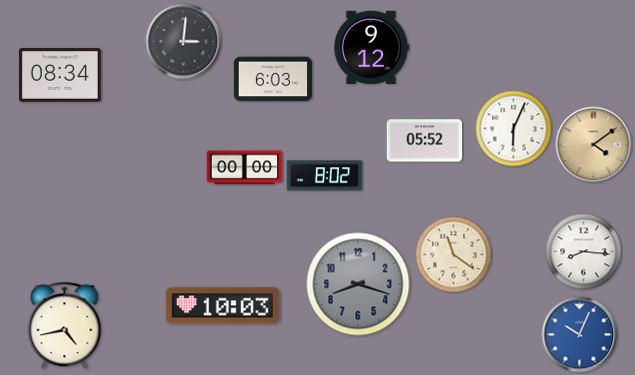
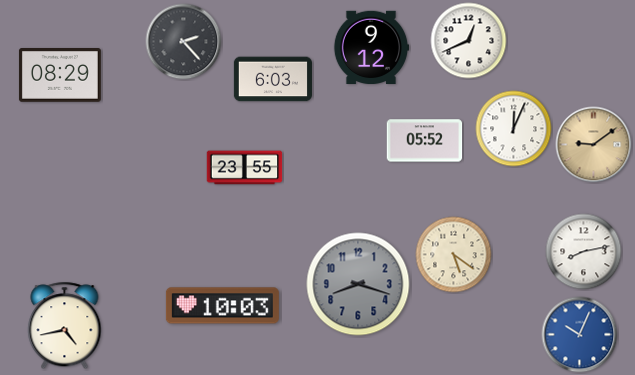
clock at (469, 41): none -> 12:41
clock at (184, 42): 3:01 -> 2:23
clock at (60, 76): 08:34 -> 08:29
clock at (514, 129): 6:04 -> 12:04
clock at (594, 145): 4:09 -> 9:09
clock at (245, 168): 00:00 -> 23:55
clock at (325, 176): 8:02 -> none
clock at (584, 252): 8:16 -> 8:13
clock at (454, 255): 11:21 -> 5:21
